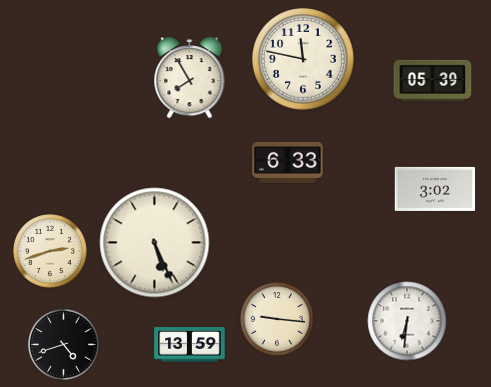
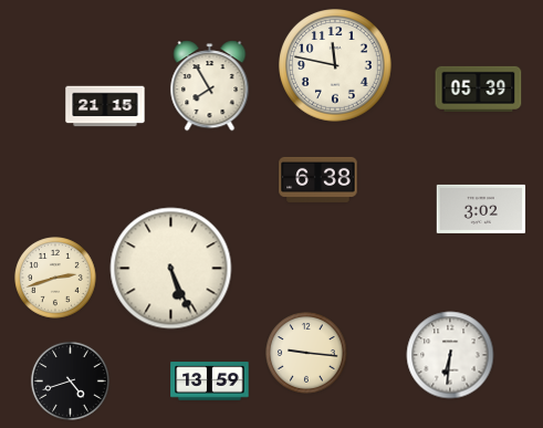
clock at (105, 106): none -> 21:15
clock at (288, 162): 6:33 -> 6:38
